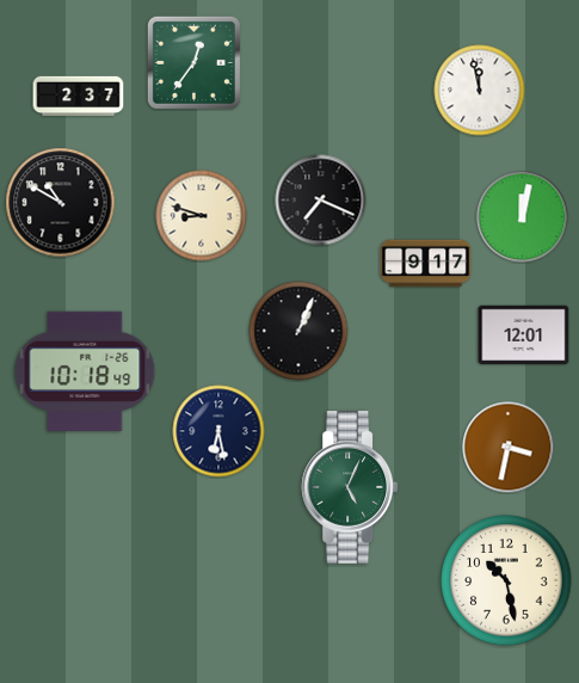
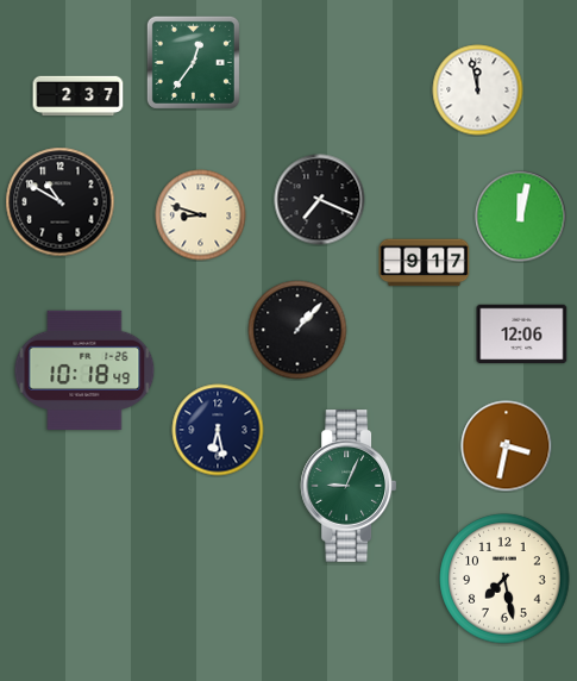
clock at (298, 331): 1:04 -> 1:07
clock at (524, 336): 12:01 -> 12:06
clock at (350, 487): 5:04 -> 9:04
clock at (506, 580): 10:28 -> 7:28
